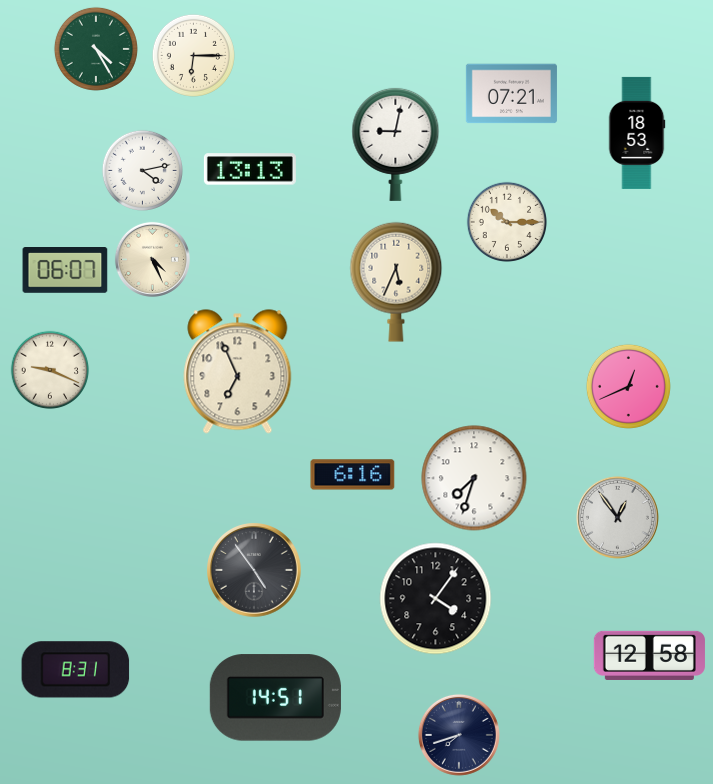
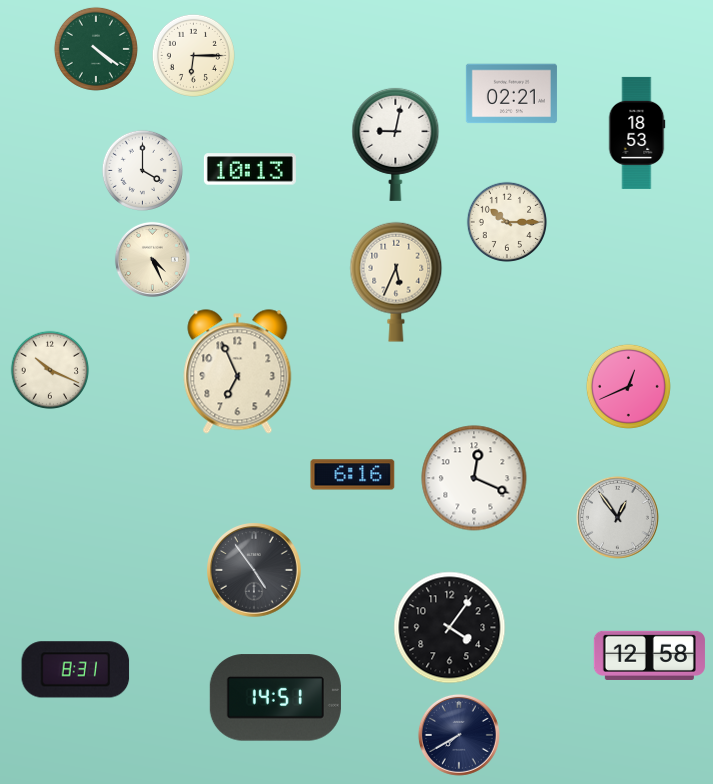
clock at (96, 49): 4:25 -> 4:21
clock at (511, 94): 07:21 -> 02:21
clock at (250, 169): 13:13 -> 10:13
clock at (142, 170): 4:13 -> 4:00
clock at (65, 271): 06:07 -> none
clock at (50, 370): 9:19 -> 10:19
clock at (474, 478): 7:33 -> 12:19
clock at (436, 599) position: (436, 599) -> (450, 628)
clock at (459, 735): 7:42 -> 7:40
